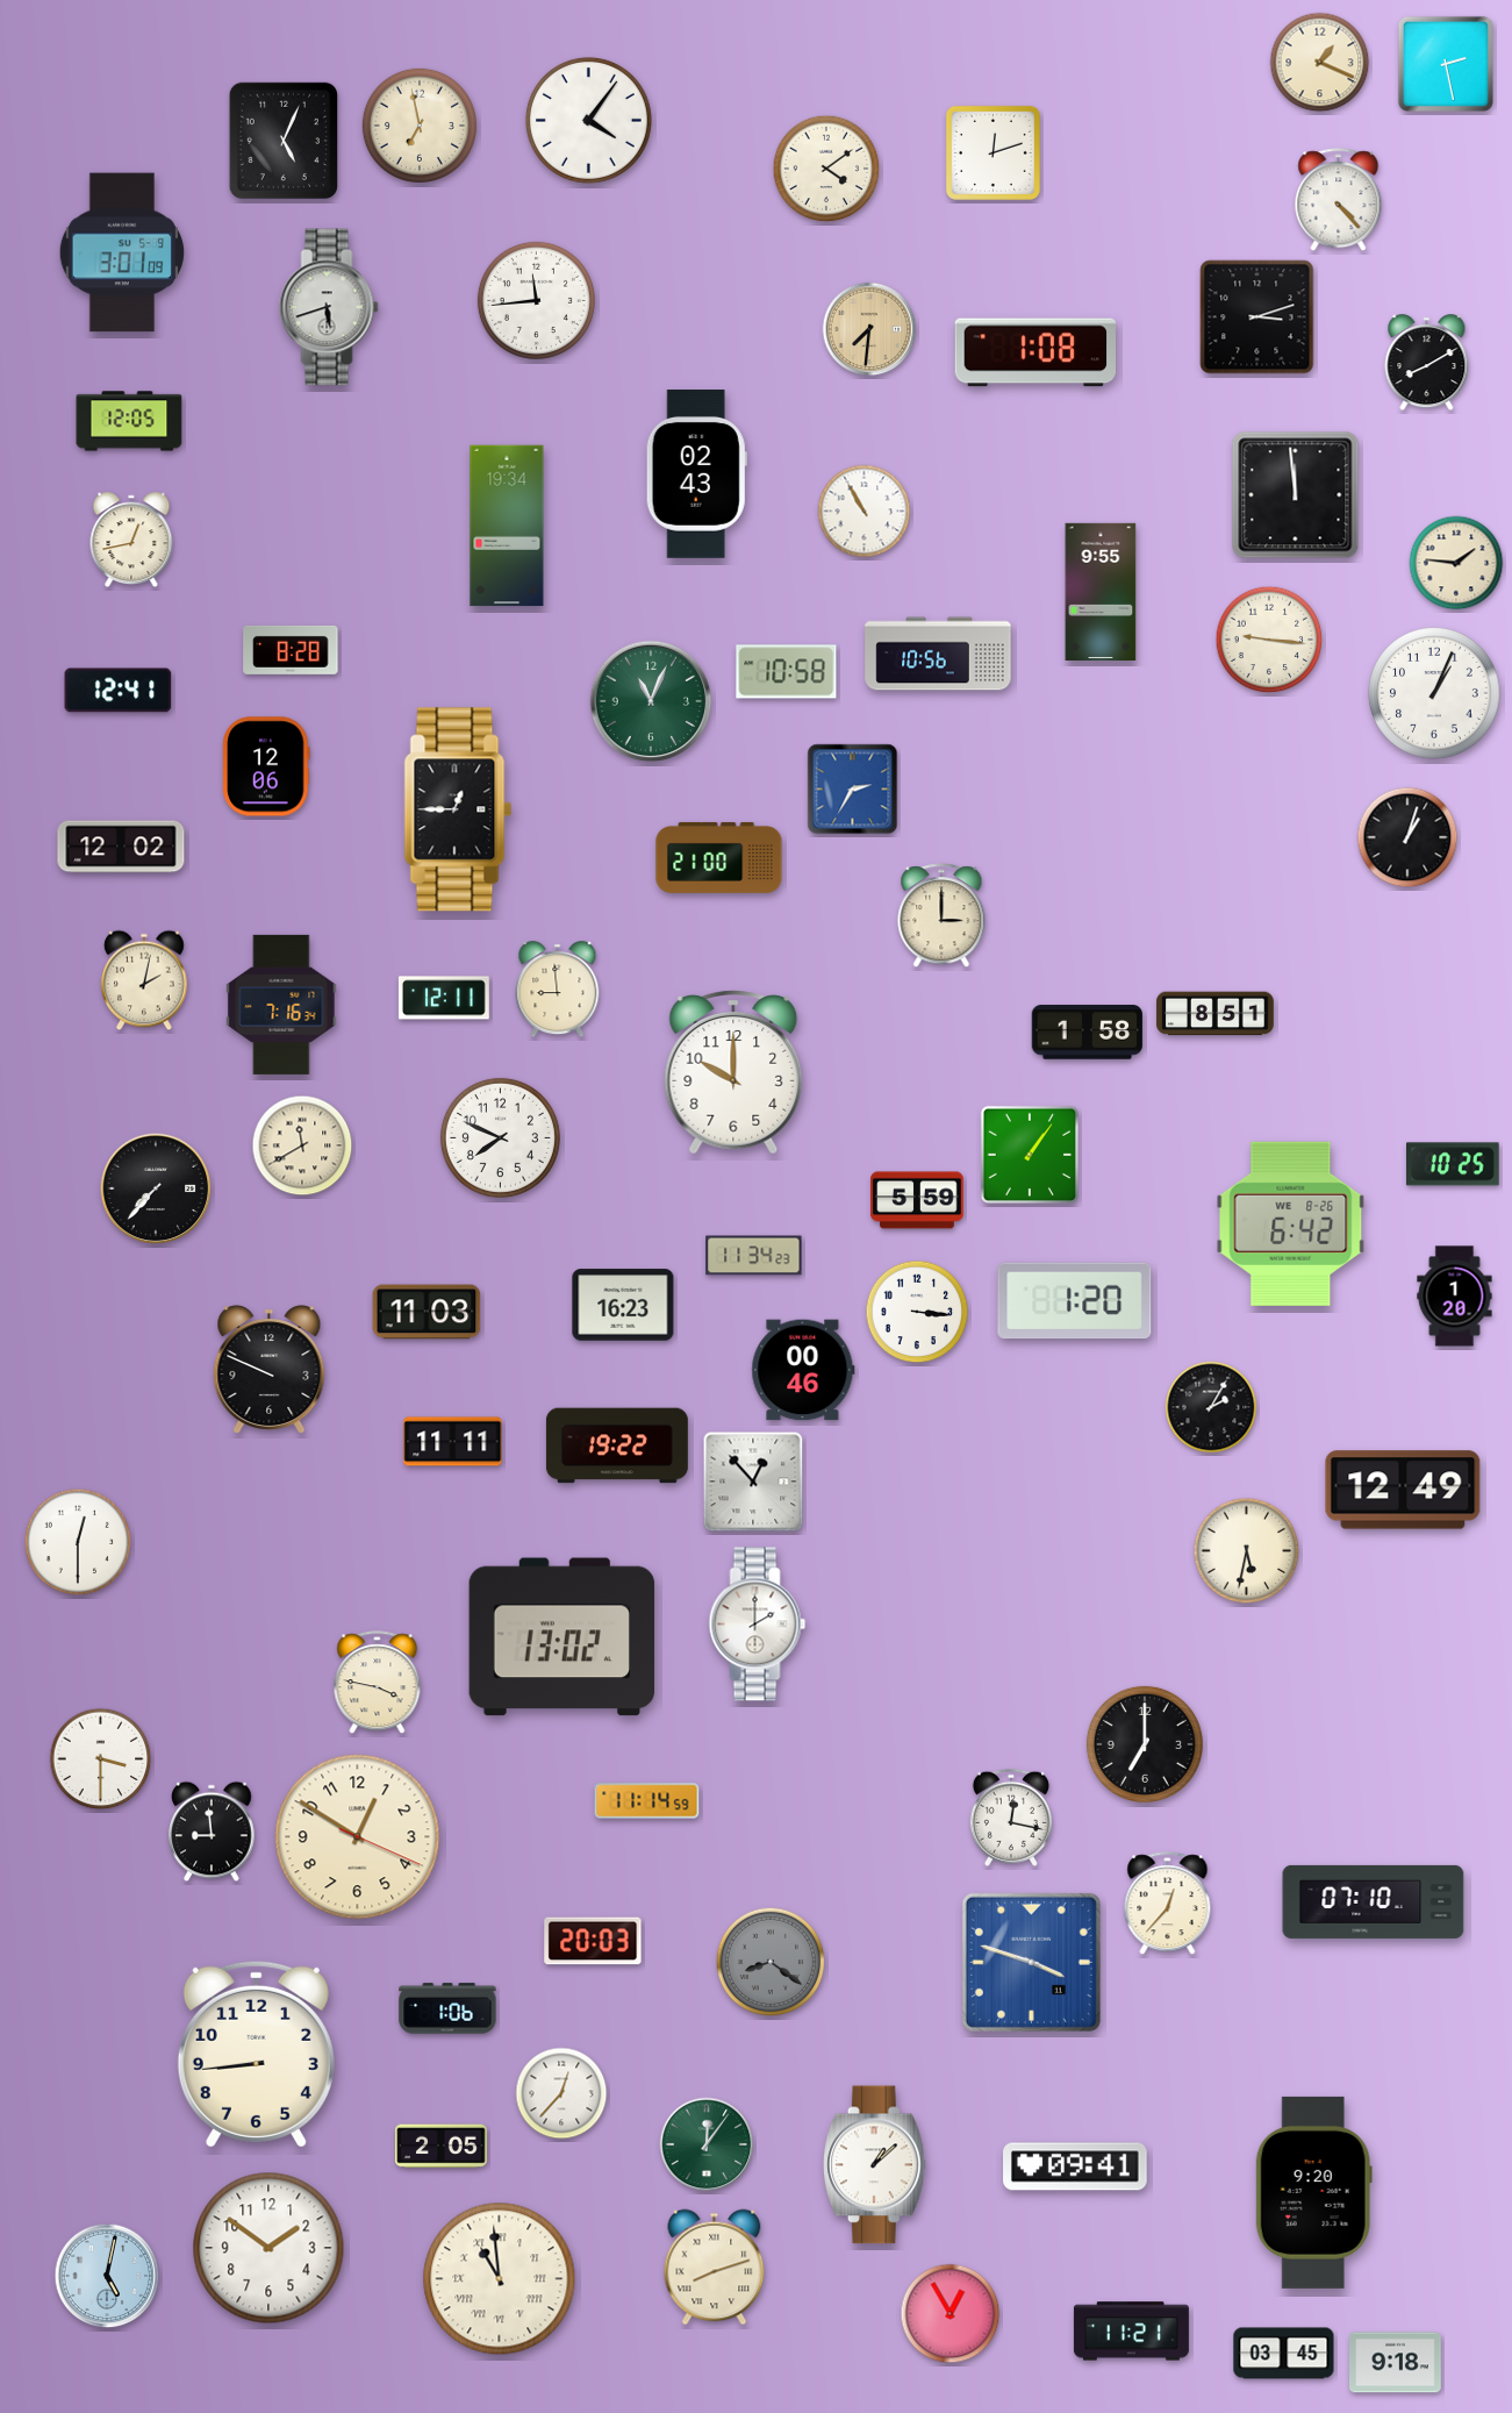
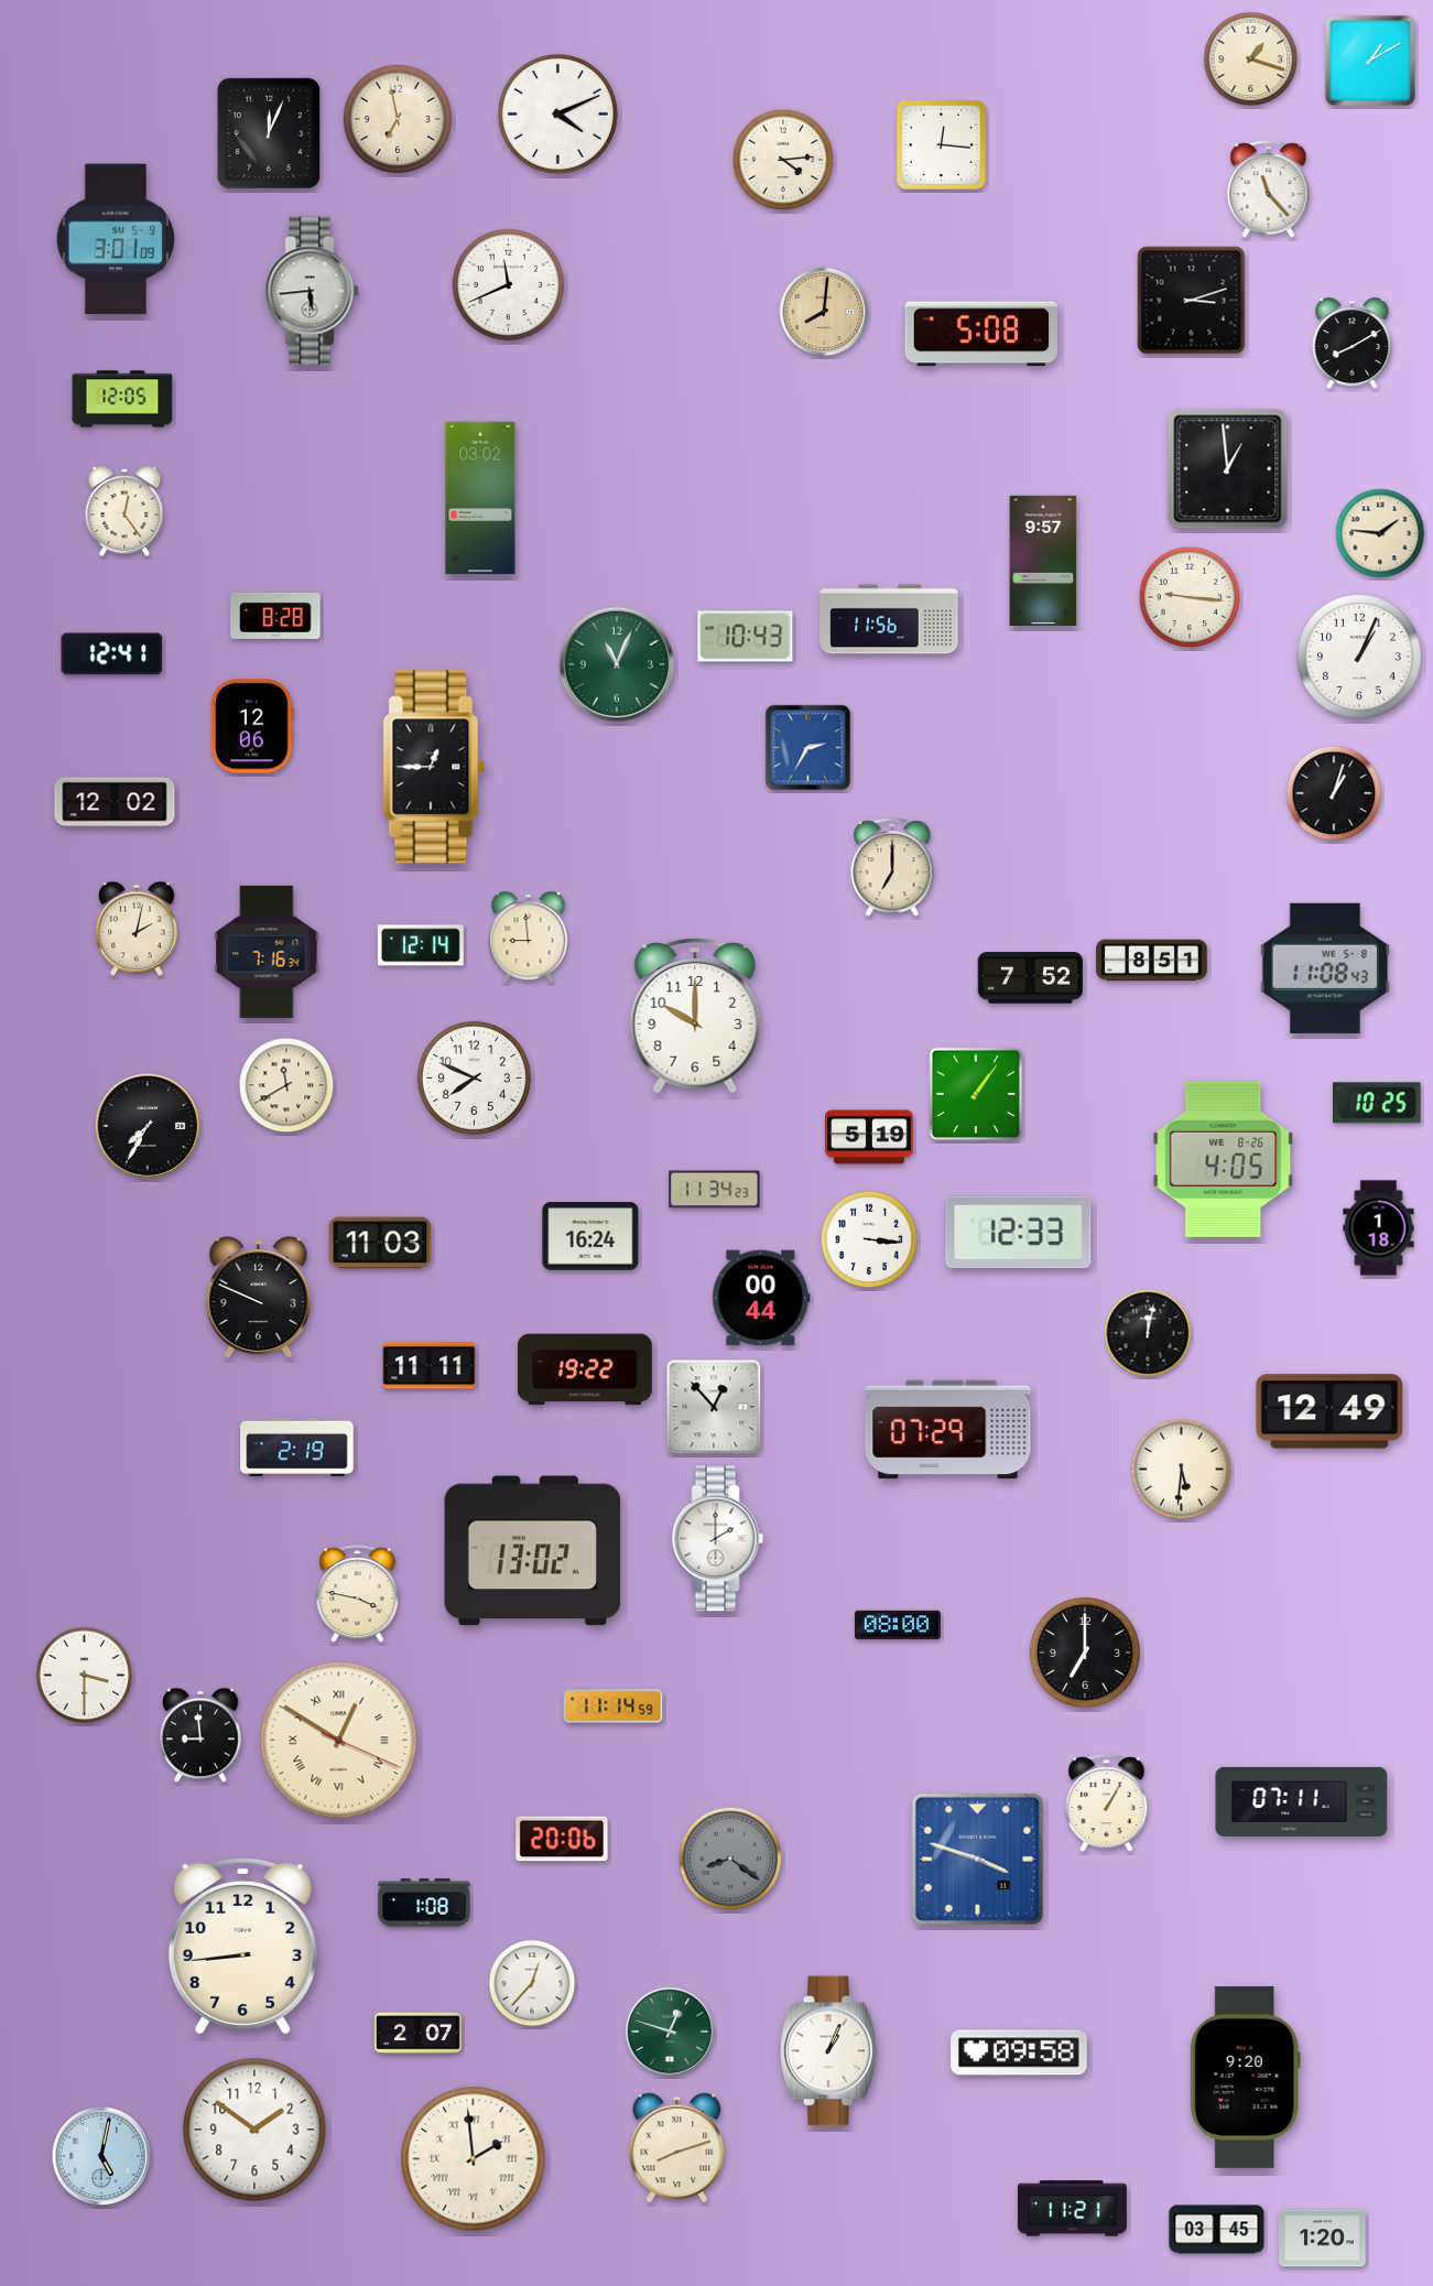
clock at (1320, 63): 1:19 -> 1:18
clock at (1446, 64): 2:28 -> 1:10
clock at (588, 120): 4:06 -> 4:11
clock at (282, 140): 5:04 -> 12:04
clock at (993, 152): 12:12 -> 12:16
clock at (826, 169): 4:09 -> 4:14
clock at (1339, 200): 4:23 -> 11:23
clock at (536, 300): 11:44 -> 11:41
clock at (329, 307): 5:42 -> 5:44
clock at (869, 329): 7:31 -> 8:01
clock at (1036, 352): 1:08 -> 5:08
clock at (696, 474): 02:43 -> none
clock at (1296, 495): 11:59 -> 12:59
clock at (865, 512): 10:55 -> none
clock at (507, 526): 19:34 -> 03:02
clock at (131, 540): 12:43 -> 12:24
clock at (1101, 591): 9:55 -> 9:57
clock at (1269, 640) position: (1269, 640) -> (1190, 597)
clock at (938, 654): 10:56 -> 11:56
clock at (787, 672): 10:58 -> 10:43
clock at (719, 857): 21:00 -> none
clock at (941, 916): 3:00 -> 7:00
clock at (444, 998): 12:11 -> 12:14
clock at (1325, 968): none -> 11:08
clock at (1088, 1033): 1:58 -> 7:52
clock at (156, 1188): 7:37 -> 7:35
clock at (917, 1200): 5:59 -> 5:19
clock at (1291, 1223): 6:42 -> 4:05
clock at (1455, 1297): 1:20 -> 1:18
clock at (1075, 1301): 1:20 -> 12:33
clock at (623, 1305): 16:23 -> 16:24
clock at (427, 1312) position: (427, 1312) -> (380, 1243)
clock at (917, 1312) position: (917, 1312) -> (869, 1239)
clock at (270, 1370) position: (270, 1370) -> (259, 1298)
clock at (803, 1370): 00:46 -> 00:44
clock at (1211, 1407): 2:05 -> 12:02
clock at (753, 1482) position: (753, 1482) -> (714, 1407)
clock at (948, 1430): none -> 07:29
clock at (297, 1447): none -> 2:19
clock at (78, 1542): 12:30 -> none
clock at (1247, 1551): 5:32 -> 5:31
clock at (898, 1625): none -> 08:00
clock at (101, 1759) position: (101, 1759) -> (85, 1676)
clock at (1011, 1818): 12:17 -> none
clock at (358, 1837) numerals: Arabic -> Roman
clock at (1374, 1901): 07:10 -> 07:11
clock at (1168, 1904): 12:37 -> 1:05
clock at (593, 1941): 20:03 -> 20:06
clock at (447, 2008): 1:06 -> 1:08
clock at (707, 2144): 12:06 -> 12:48
clock at (442, 2147): 2:05 -> 2:07
clock at (874, 2165): 1:08 -> 1:04
clock at (1075, 2166): 09:41 -> 09:58
clock at (500, 2279): 10:59 -> 1:59
clock at (951, 2314): 12:55 -> none
clock at (1396, 2363): 9:18 -> 1:20
